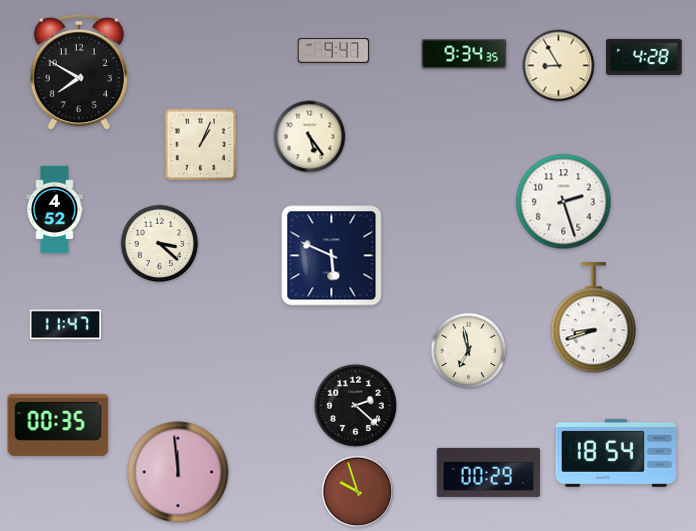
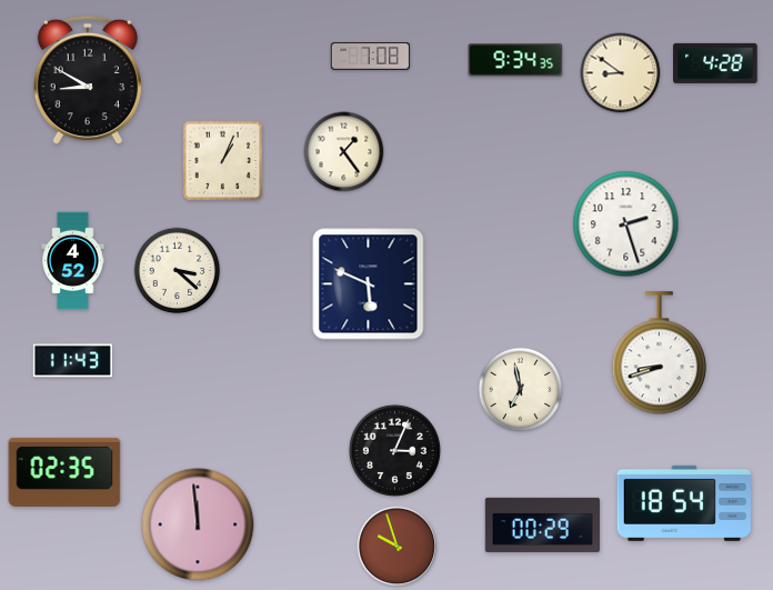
clock at (334, 51): 9:47 -> 7:08
clock at (559, 66): 8:55 -> 8:51
clock at (79, 72): 7:50 -> 8:50
clock at (310, 137): 5:24 -> 1:24
clock at (55, 210) position: (55, 210) -> (73, 261)
clock at (66, 325): 11:47 -> 11:43
clock at (355, 405): 2:22 -> 3:04
clock at (58, 425): 00:35 -> 02:35
